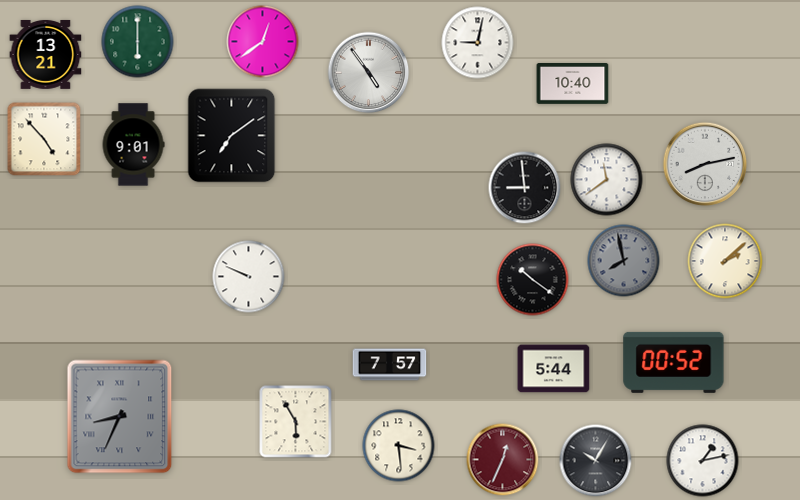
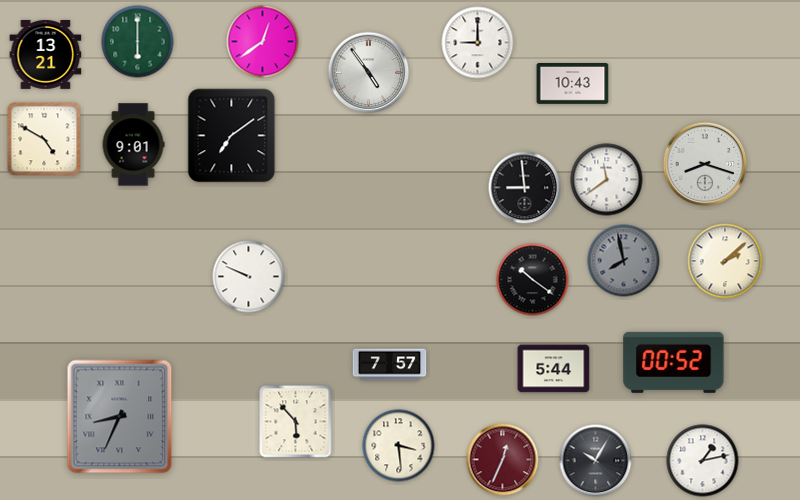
clock at (478, 43): 9:02 -> 9:00
clock at (573, 84): 10:40 -> 10:43
clock at (44, 139): 4:53 -> 4:50
clock at (705, 164): 8:13 -> 8:18
clock at (296, 422): 5:55 -> 5:53
